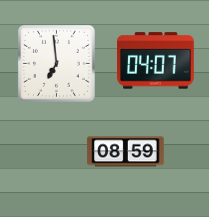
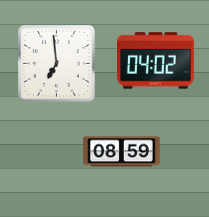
clock at (156, 61): 04:07 -> 04:02
clock at (126, 152) position: (126, 152) -> (122, 152)
